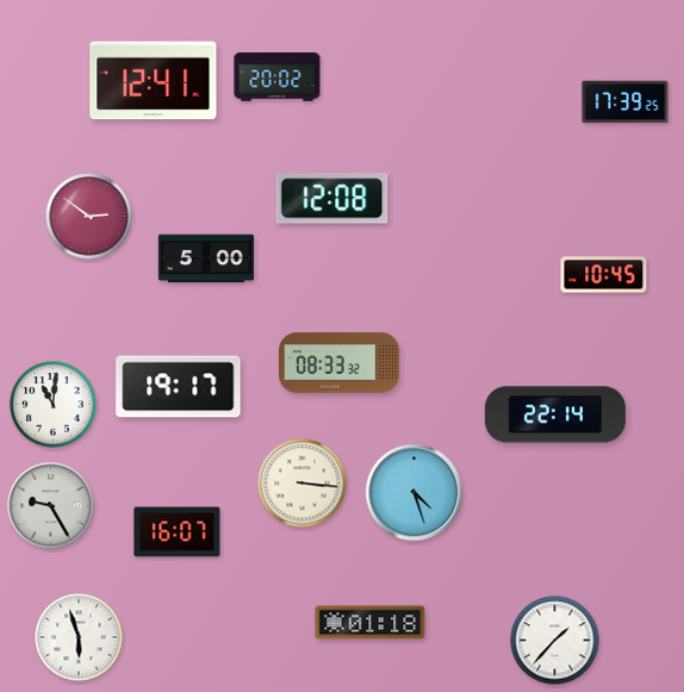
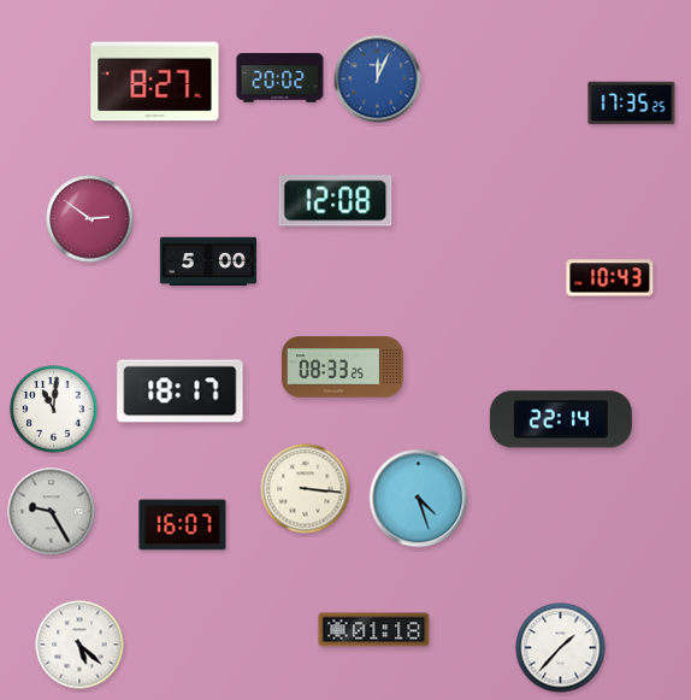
clock at (378, 80): none -> 12:04
clock at (154, 81): 12:41 -> 8:27
clock at (626, 102): 17:39 -> 17:35
clock at (604, 275): 10:45 -> 10:43
clock at (340, 363): 08:33:32 -> 08:33:25
clock at (179, 387): 19:17 -> 18:17
clock at (178, 532) position: (178, 532) -> (183, 525)
clock at (79, 637): 5:57 -> 5:22
